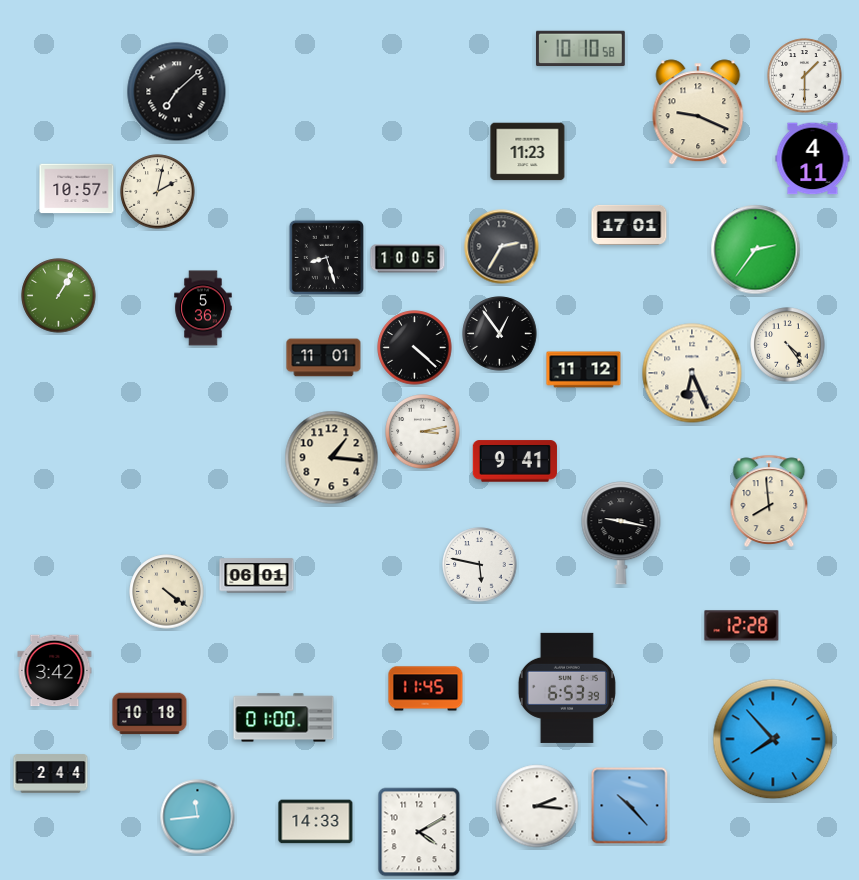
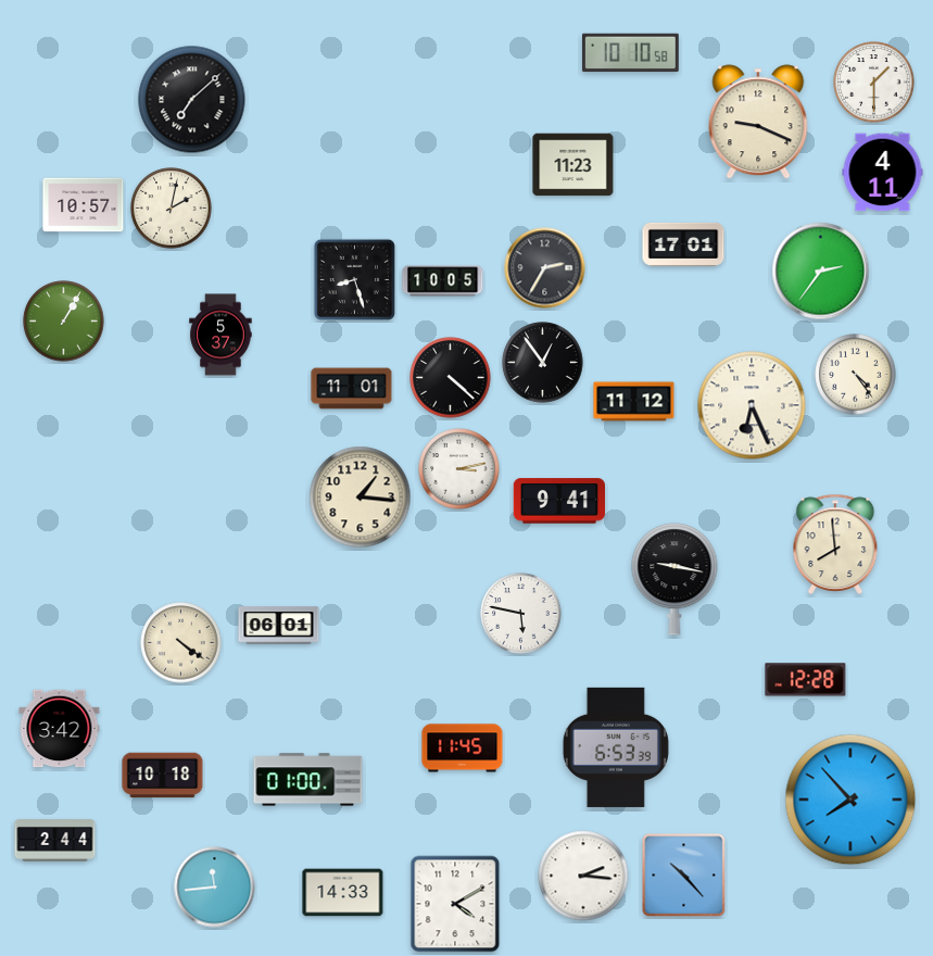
clock at (203, 308): 5:36 -> 5:37
clock at (773, 739) position: (773, 739) -> (850, 800)
